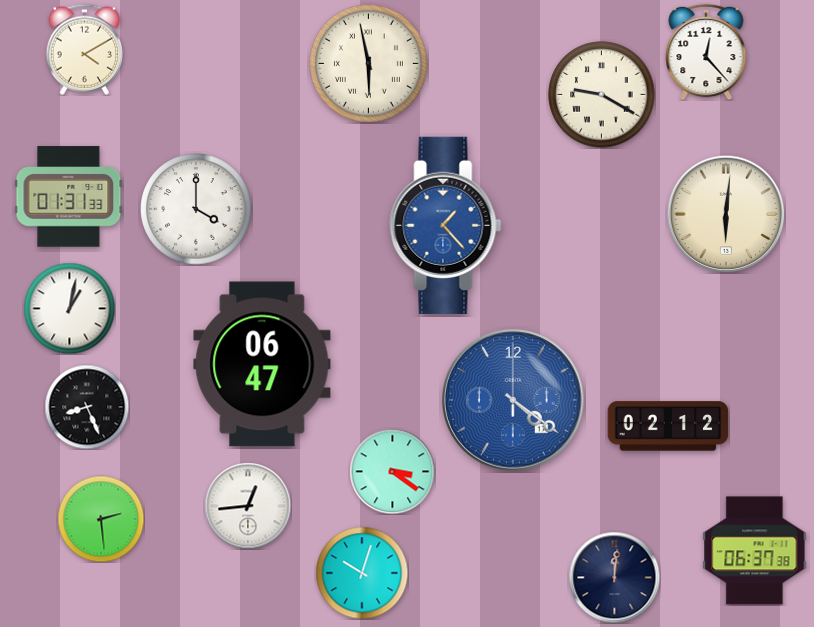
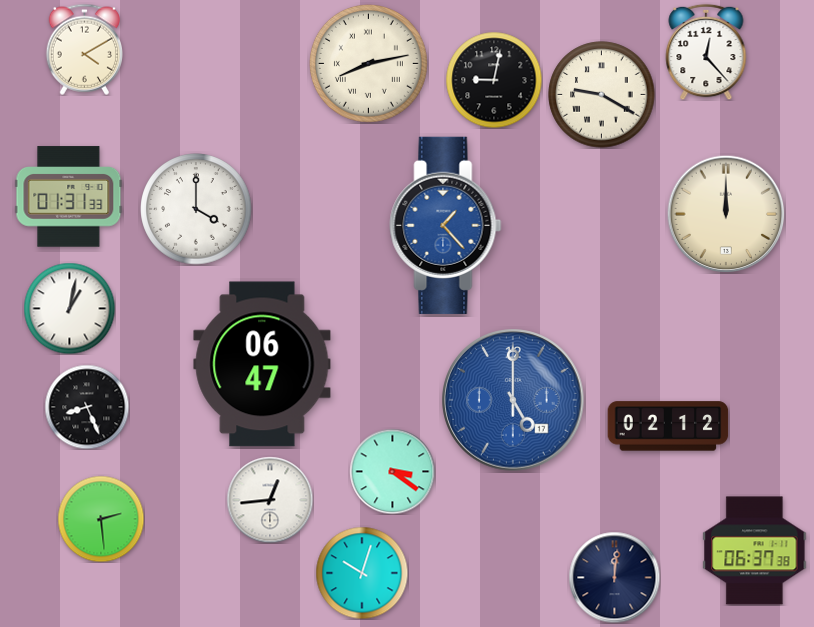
clock at (368, 63): 5:58 -> 8:13
clock at (494, 80): none -> 9:02
clock at (726, 214): 6:01 -> 12:00
clock at (513, 400): 4:21 -> 5:00
clock at (248, 506) position: (248, 506) -> (270, 500)
